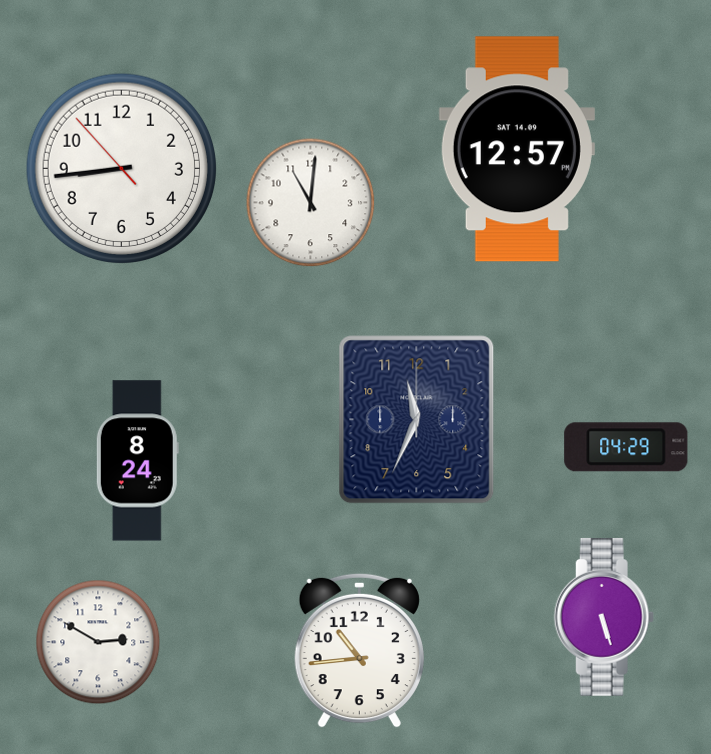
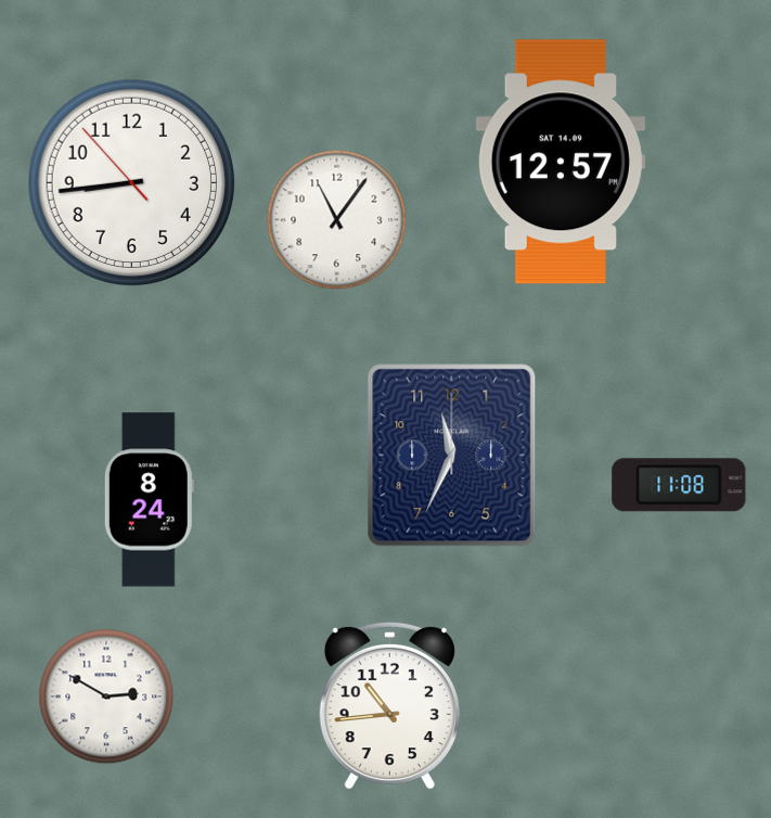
clock at (311, 203): 11:01 -> 11:06
clock at (626, 447): 04:29 -> 11:08
clock at (604, 617): 5:27 -> none
